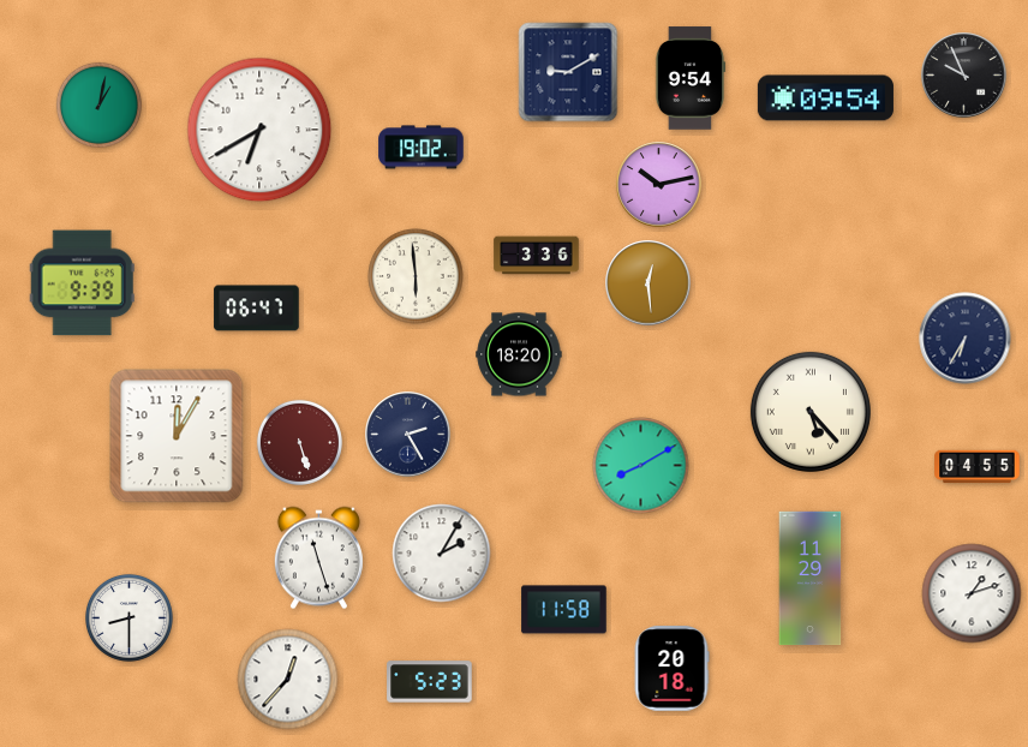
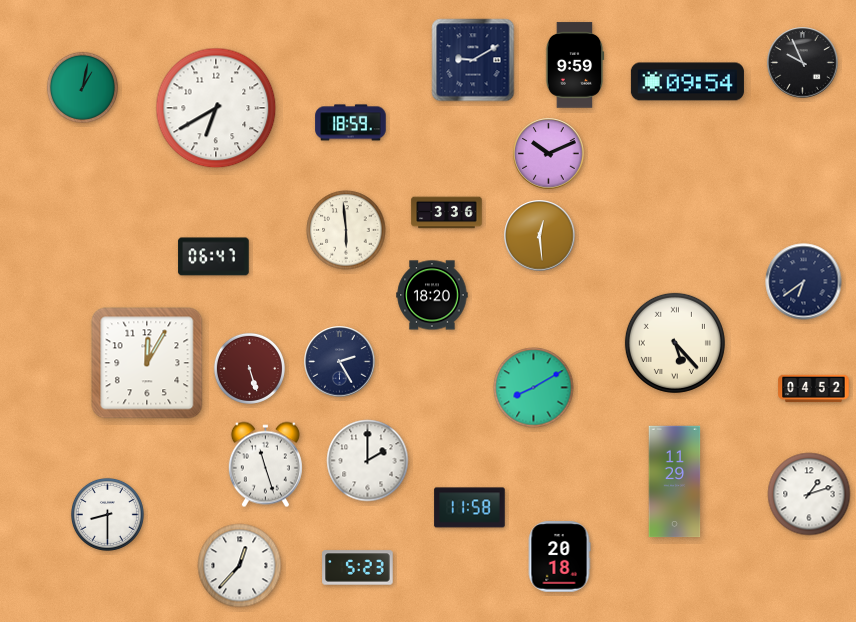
clock at (691, 78): 9:54 -> 9:59
clock at (422, 148): 19:02 -> 18:59
clock at (659, 185): 10:13 -> 10:11
clock at (82, 283): 9:39 -> none
clock at (966, 339): 6:35 -> 6:39
clock at (978, 467): 04:55 -> 04:52
clock at (442, 554): 2:05 -> 2:00
